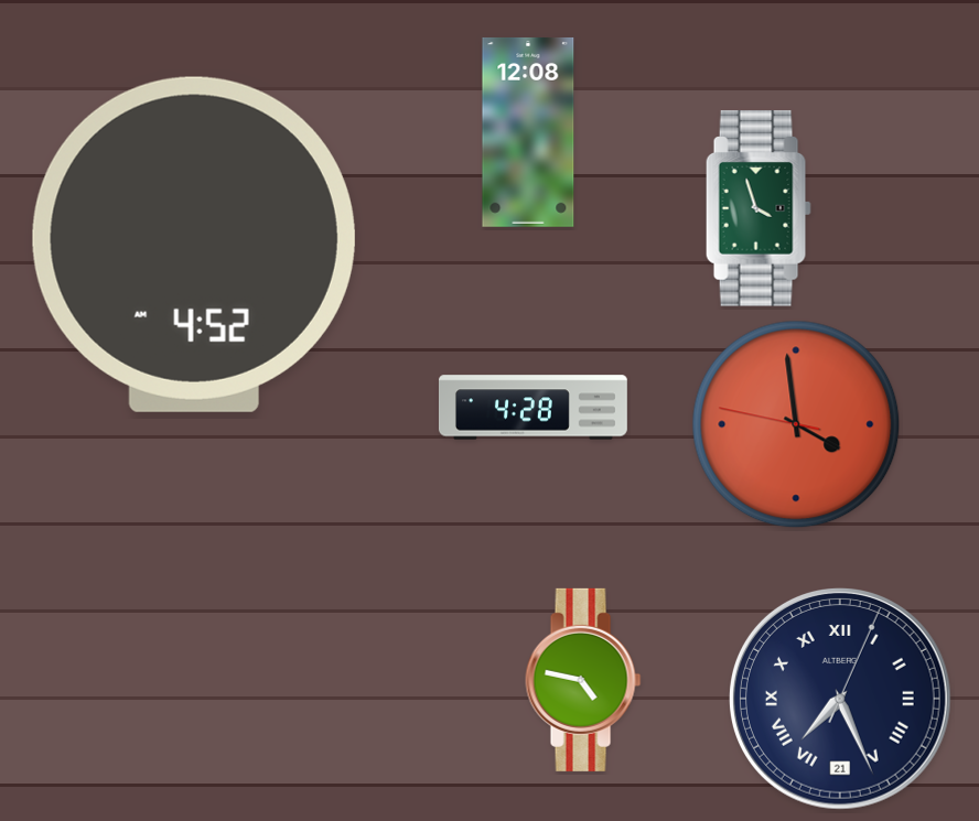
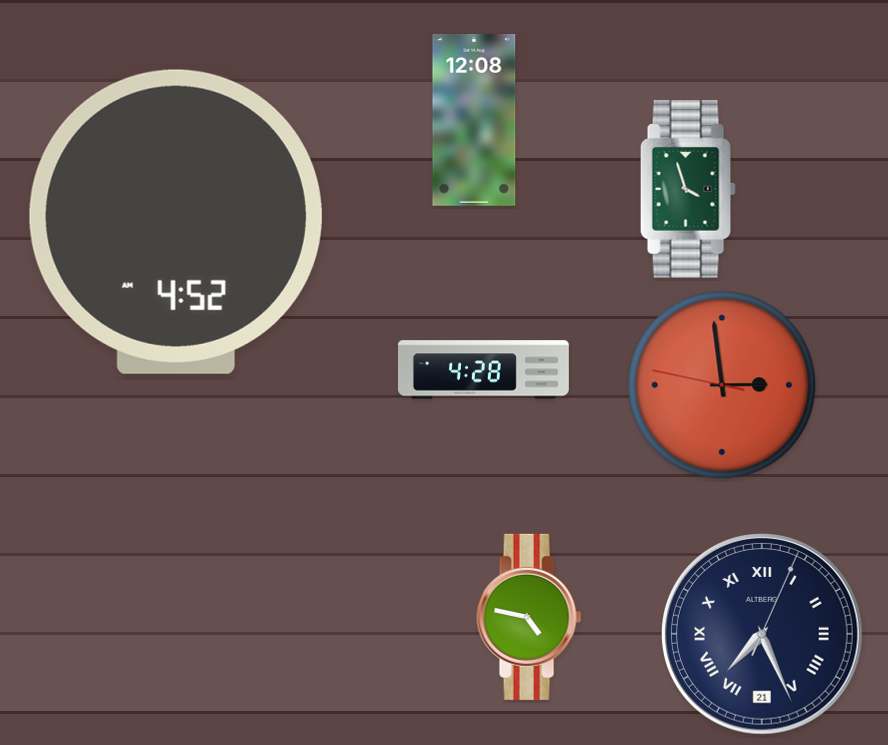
clock at (528, 132) position: (528, 132) -> (474, 120)
clock at (796, 424): 3:58 -> 2:58
